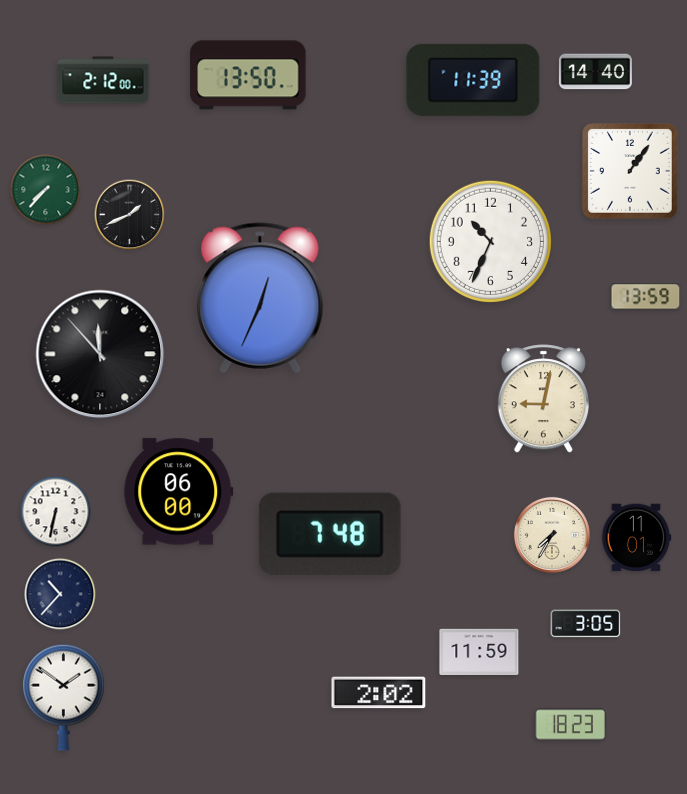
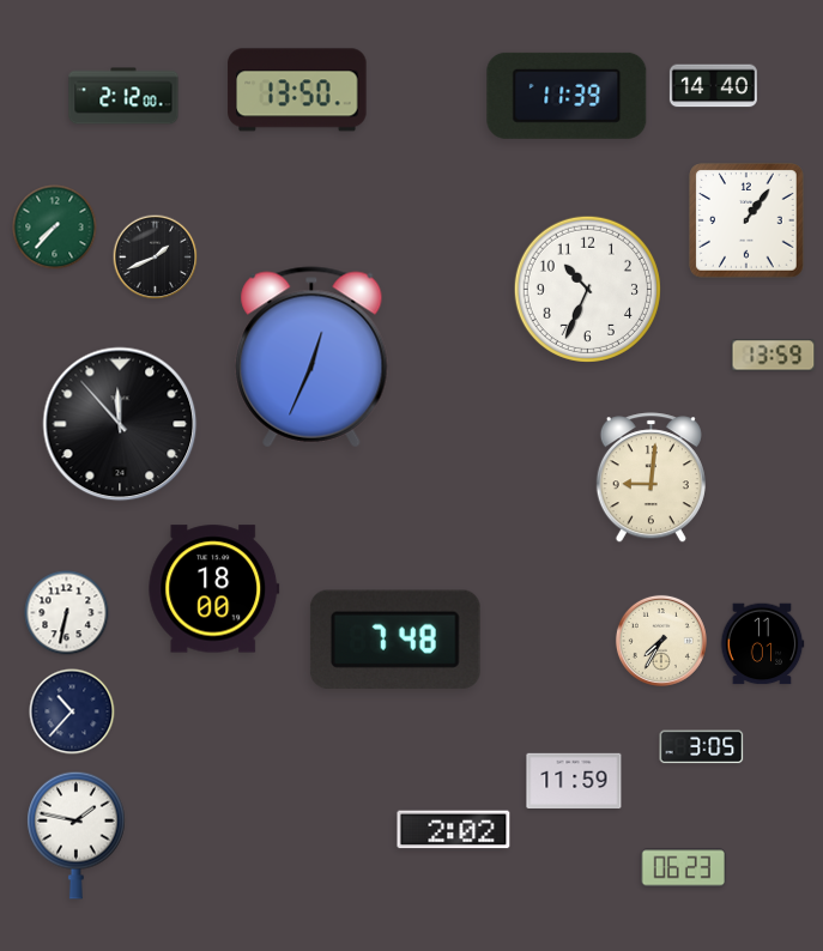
clock at (630, 171) position: (630, 171) -> (746, 220)
clock at (543, 399): 9:02 -> 9:01
clock at (179, 492): 06:00 -> 18:00
clock at (64, 697): 1:51 -> 1:47
clock at (570, 725): 18:23 -> 06:23
